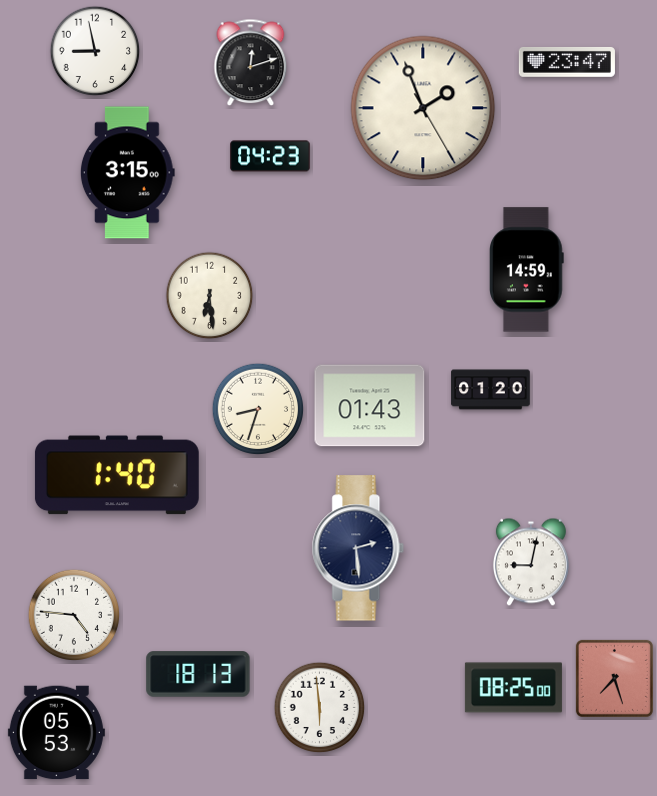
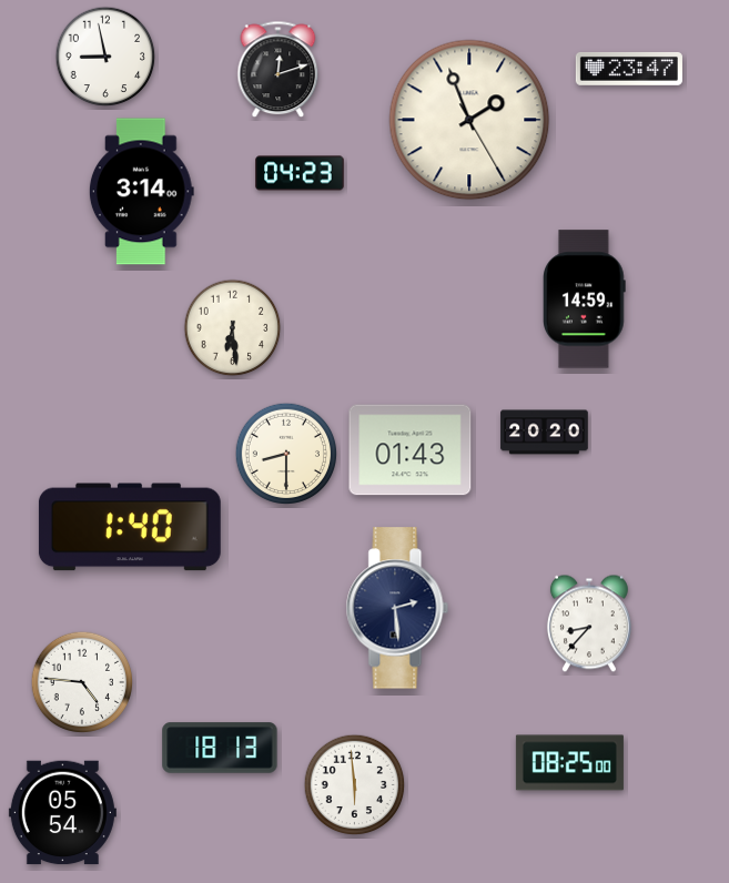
clock at (127, 173): 3:15 -> 3:14
clock at (491, 390): 01:20 -> 20:20
clock at (258, 409): 8:33 -> 8:30
clock at (531, 562): 9:02 -> 8:37
clock at (614, 678): 7:27 -> none
clock at (56, 733): 05:53 -> 05:54
